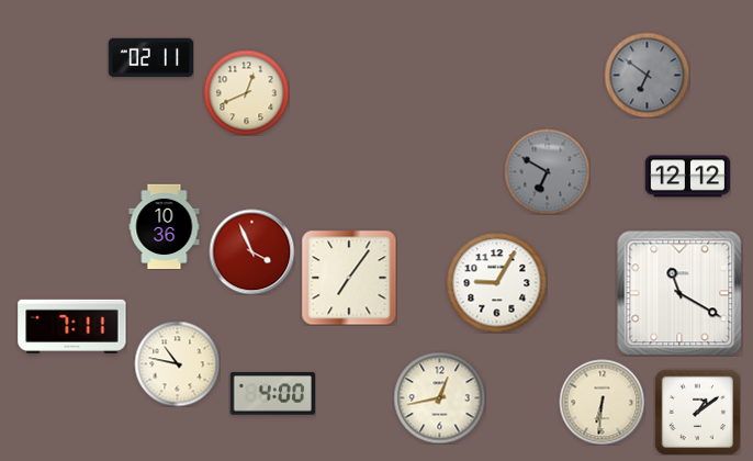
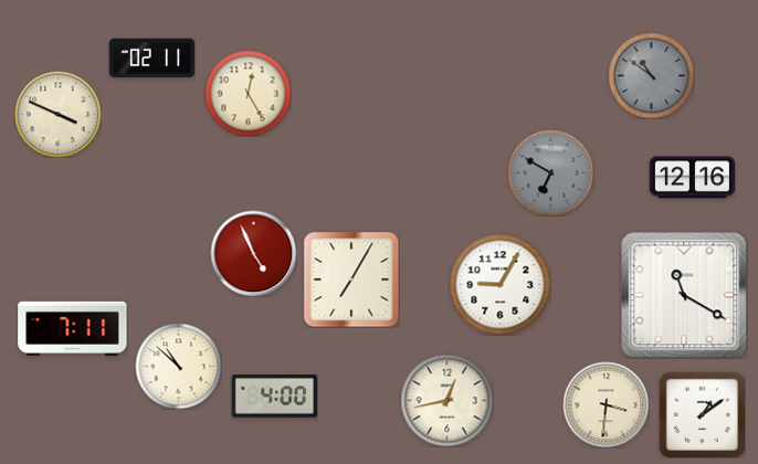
clock at (647, 75): 6:51 -> 10:51
clock at (246, 92): 12:41 -> 12:25
clock at (57, 114): none -> 3:49
clock at (687, 177): 12:12 -> 12:16
clock at (165, 226): 10:36 -> none
clock at (251, 251): 3:56 -> 4:56
clock at (349, 278): 7:06 -> 7:05
clock at (177, 363): 10:47 -> 10:52
clock at (439, 397) position: (439, 397) -> (446, 400)
clock at (602, 402): 6:31 -> 3:31
